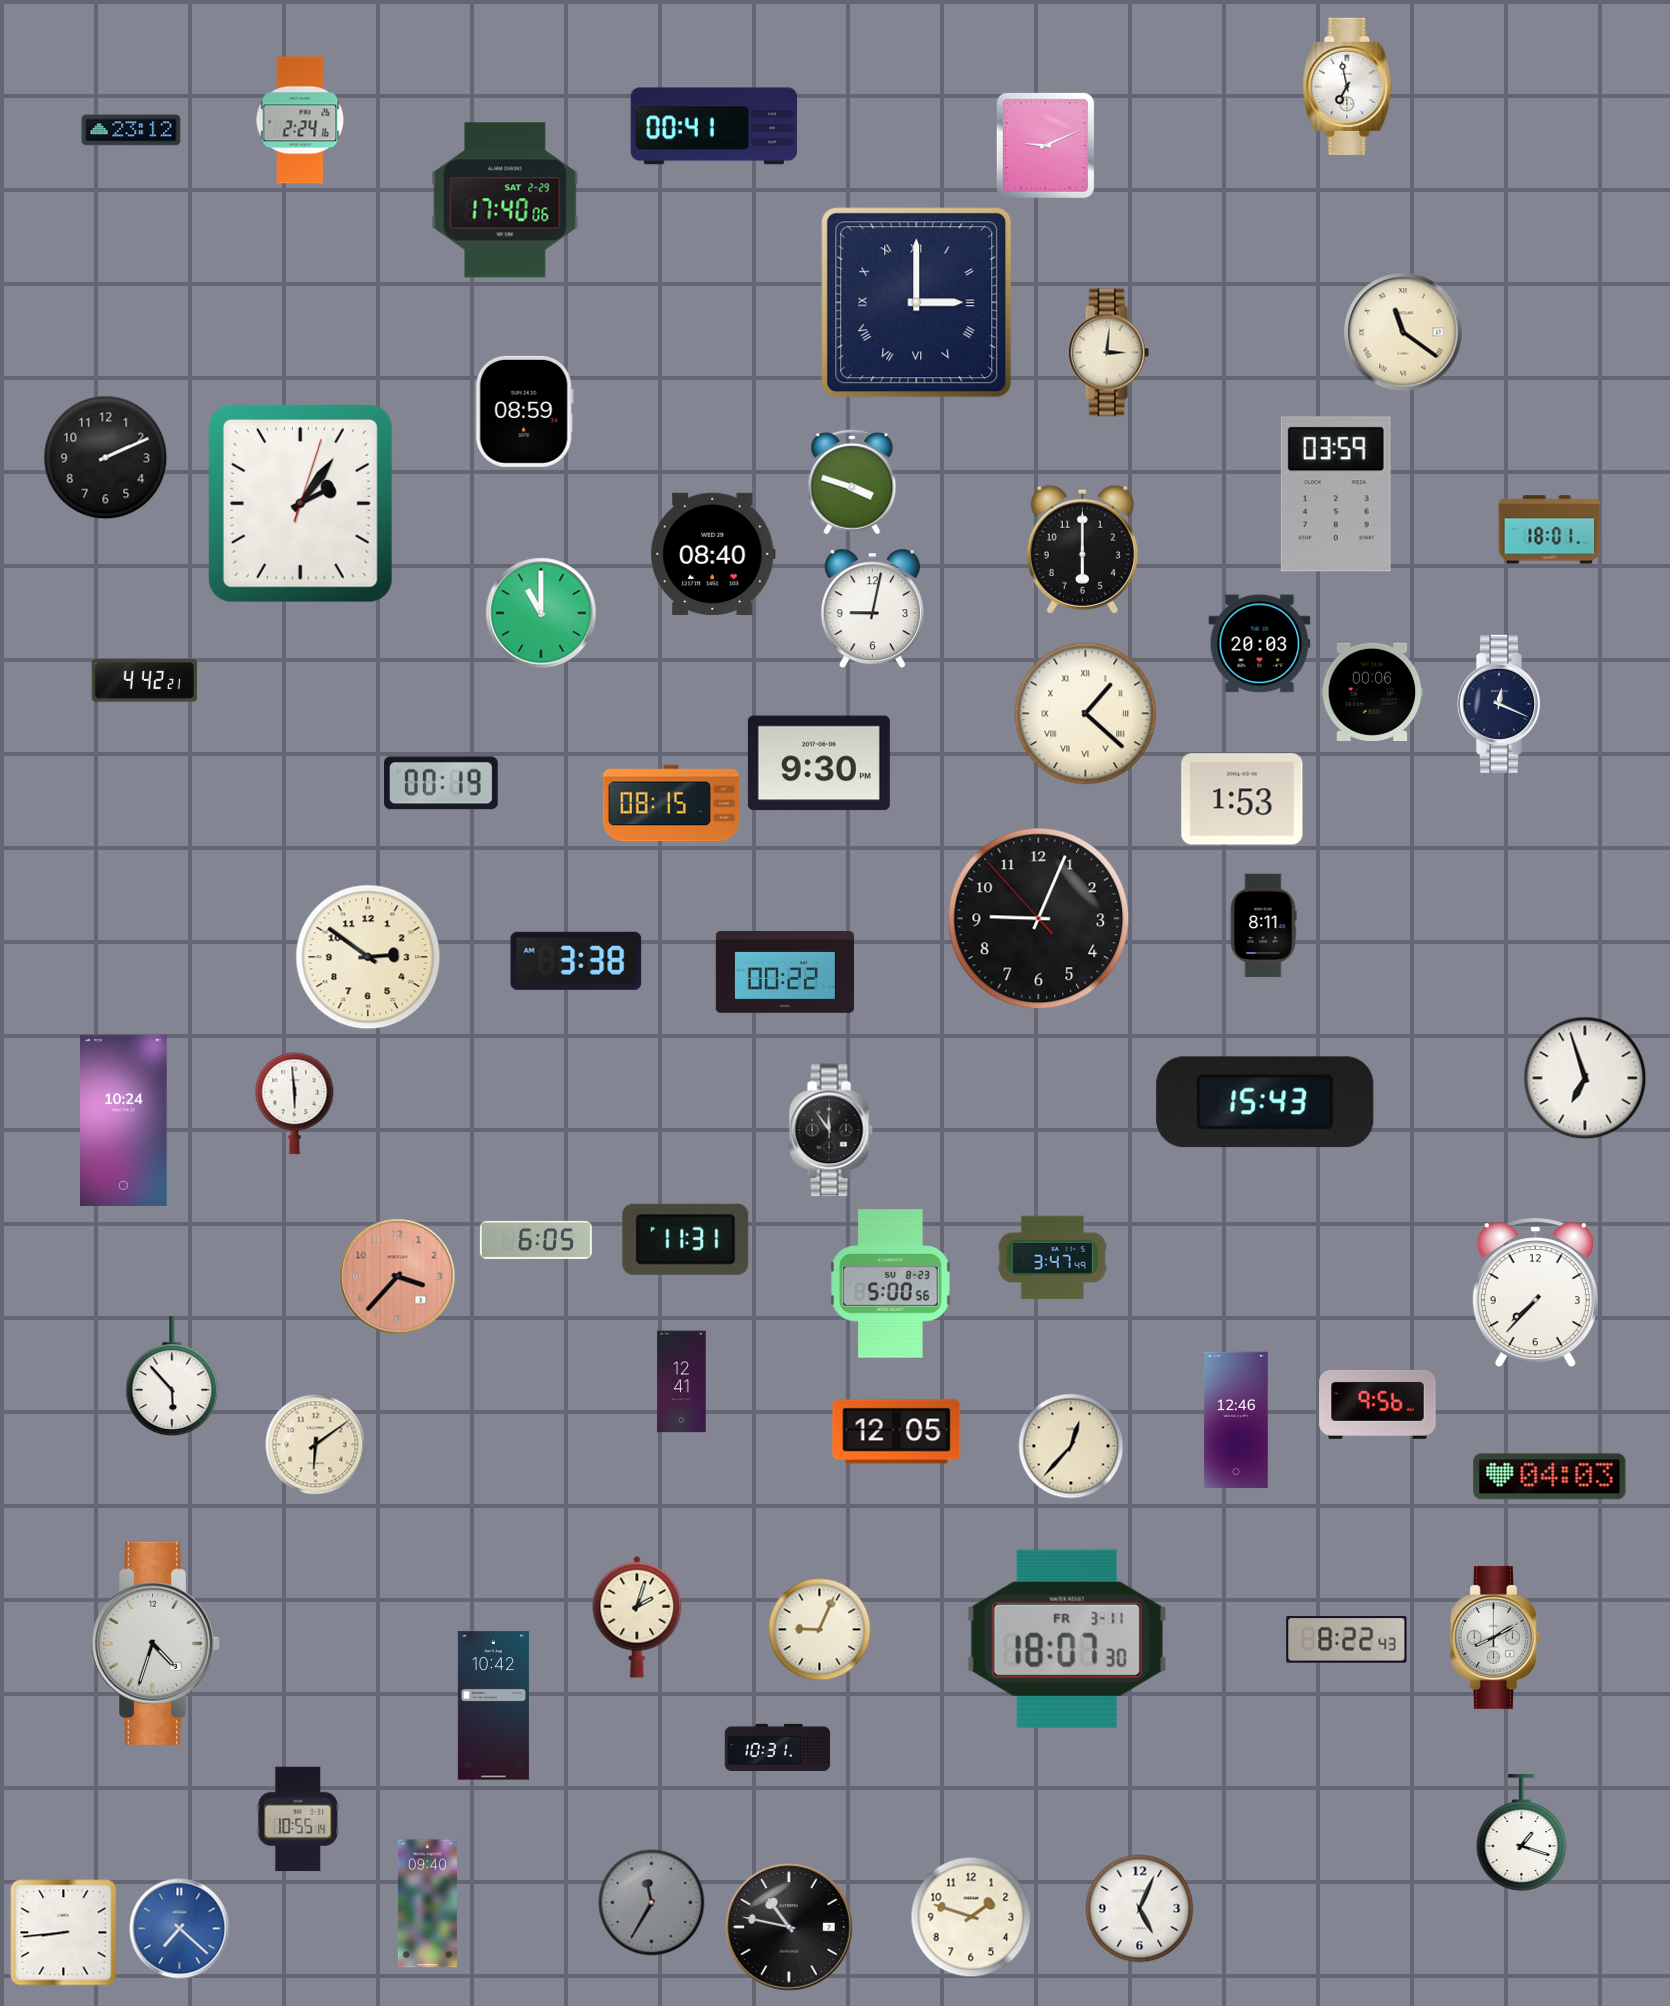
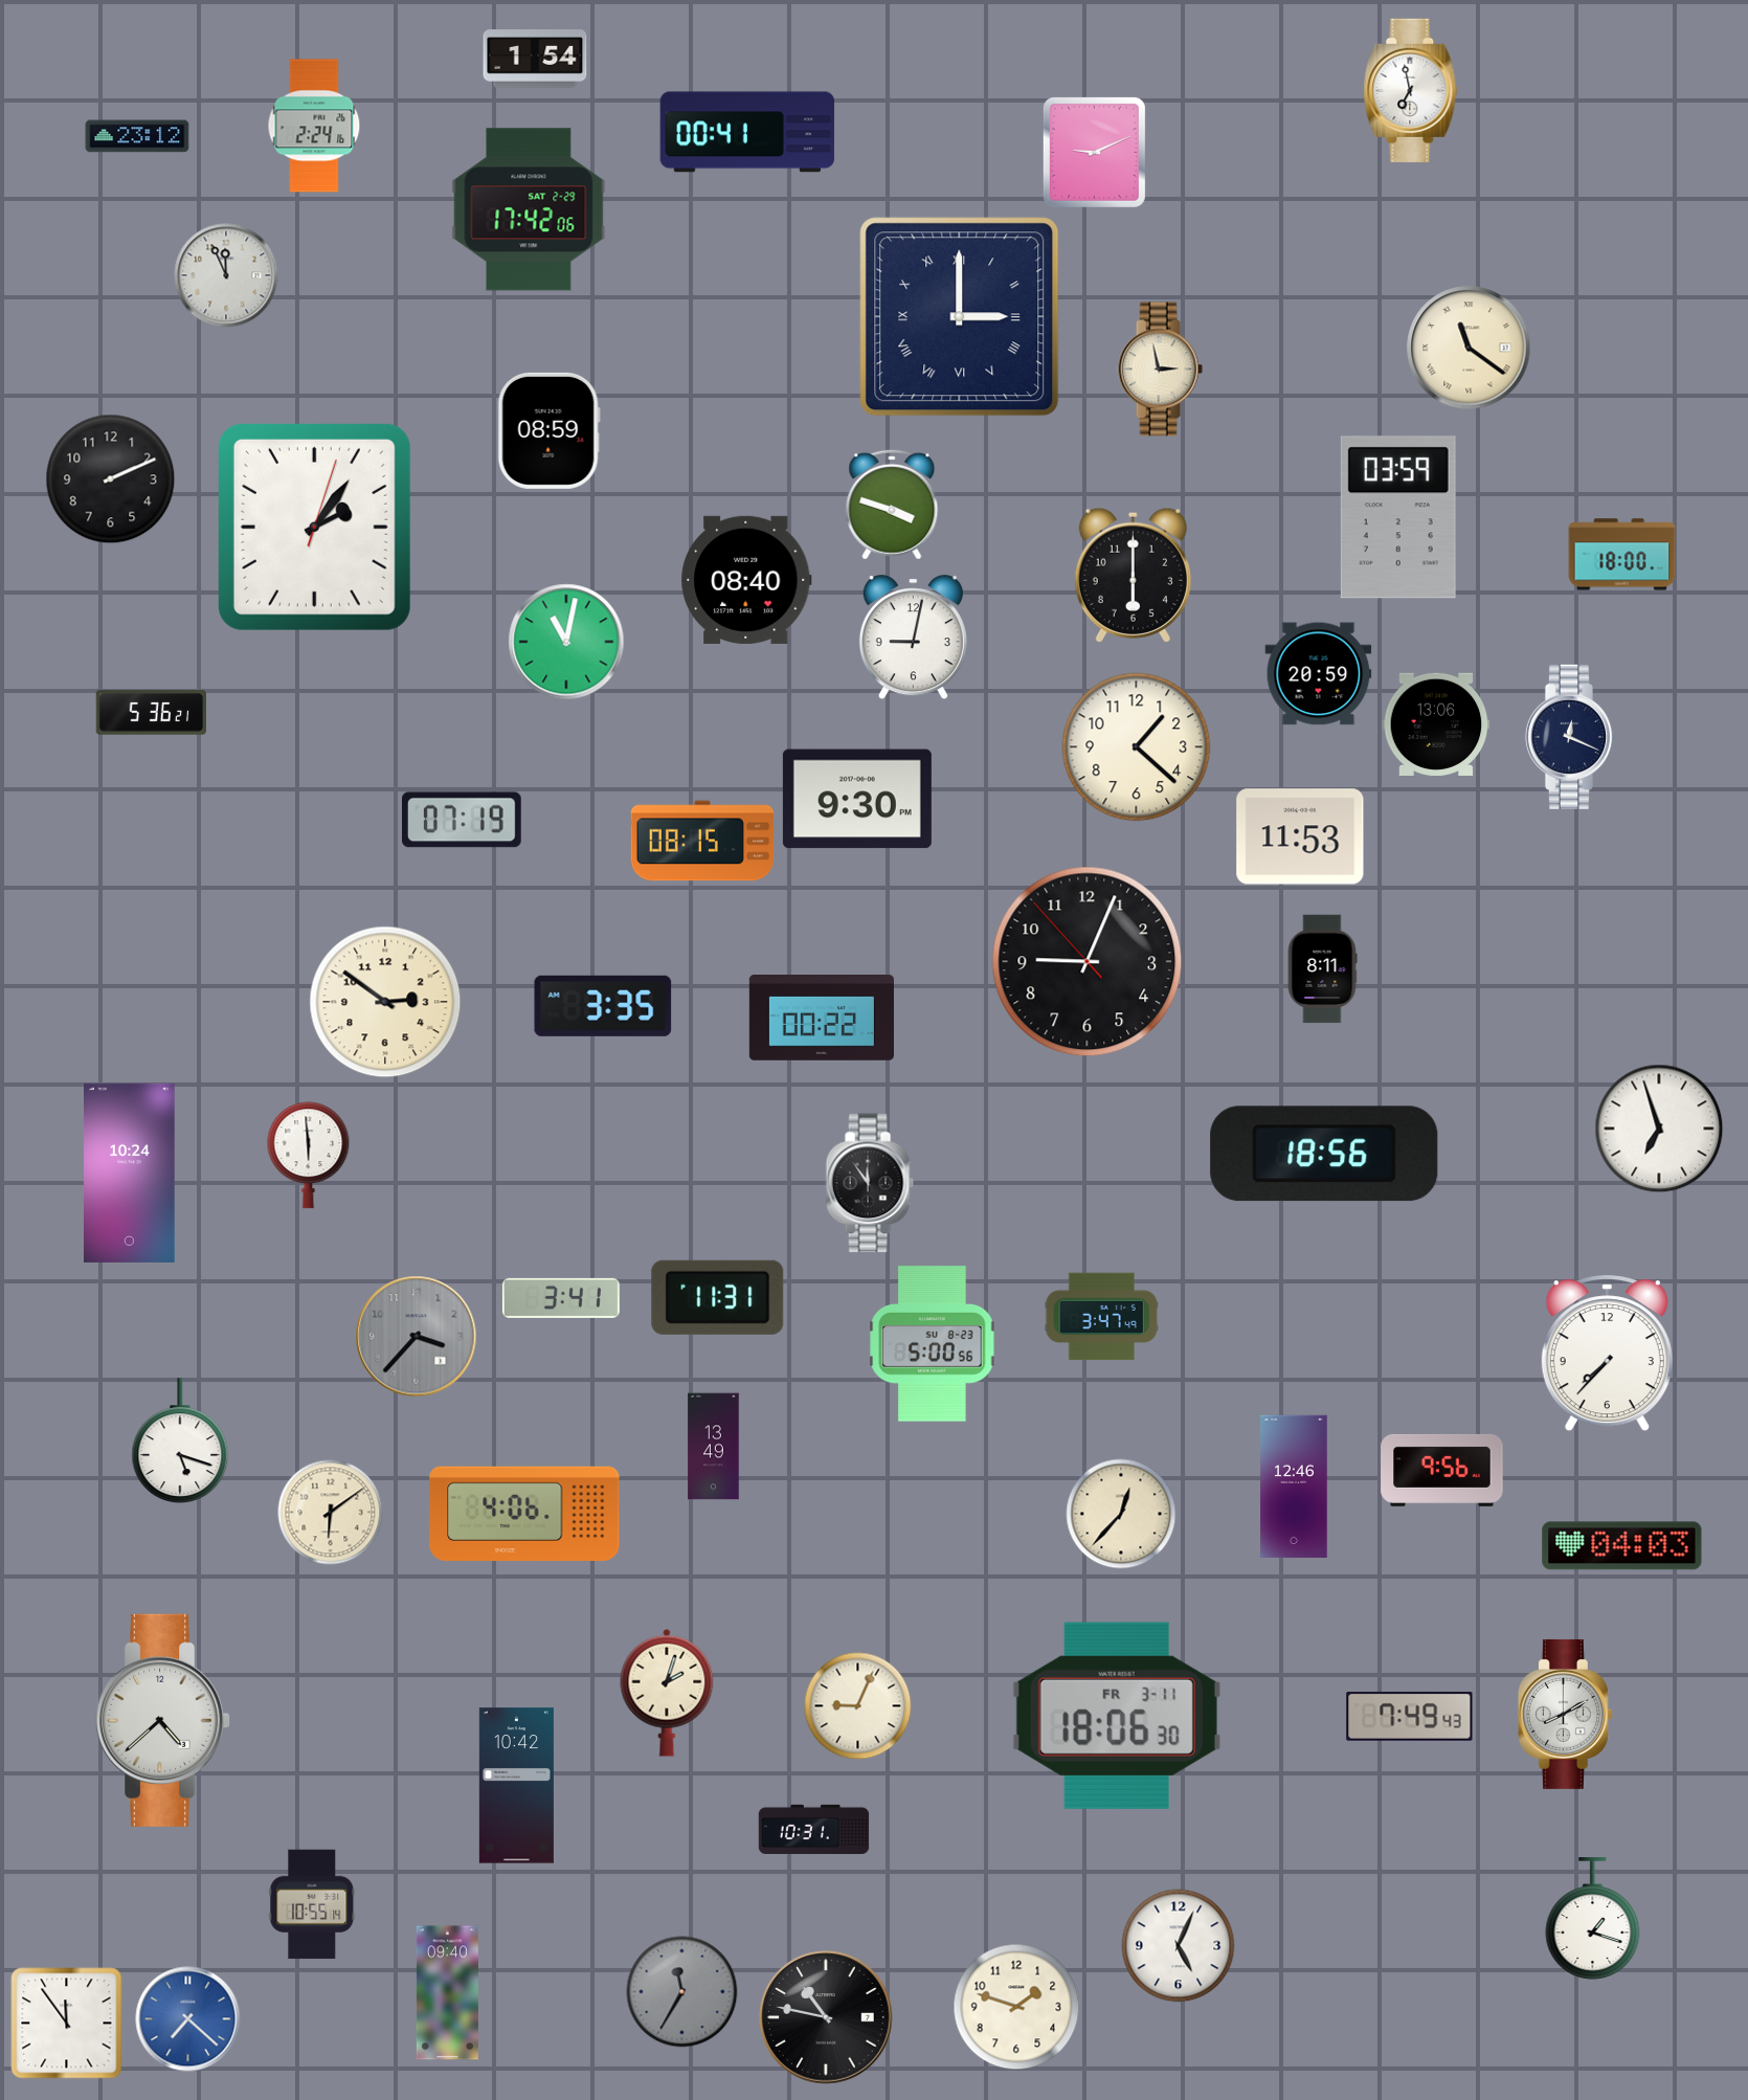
clock at (535, 59): none -> 1:54
clock at (505, 200): 17:40 -> 17:42
clock at (226, 275): none -> 11:56
clock at (1108, 353): 3:01 -> 2:58
clock at (1550, 530): 18:01 -> 18:00
clock at (541, 613): 11:00 -> 11:02
clock at (1260, 644): 20:03 -> 20:59
clock at (144, 681): 4:42 -> 5:36
clock at (1372, 692): 00:06 -> 13:06
clock at (1086, 714) numerals: Roman -> Arabic
clock at (442, 783): 00:19 -> 07:19
clock at (1242, 799): 1:53 -> 11:53
clock at (576, 961): 3:38 -> 3:35
clock at (1265, 1102): 15:43 -> 18:56
clock at (536, 1240): 6:05 -> 3:41
clock at (398, 1277) dial: salmon -> grey
clock at (172, 1376): 5:53 -> 5:18
clock at (682, 1382): 12:41 -> 13:49
clock at (897, 1432): 12:05 -> none
clock at (524, 1513): none -> 4:06
clock at (1067, 1639): 18:07 -> 18:06
clock at (1347, 1639): 8:22 -> 7:49
clock at (157, 1643): 4:33 -> 4:38
clock at (1140, 1909) position: (1140, 1909) -> (1179, 1946)
clock at (64, 1933): 8:44 -> 11:54
